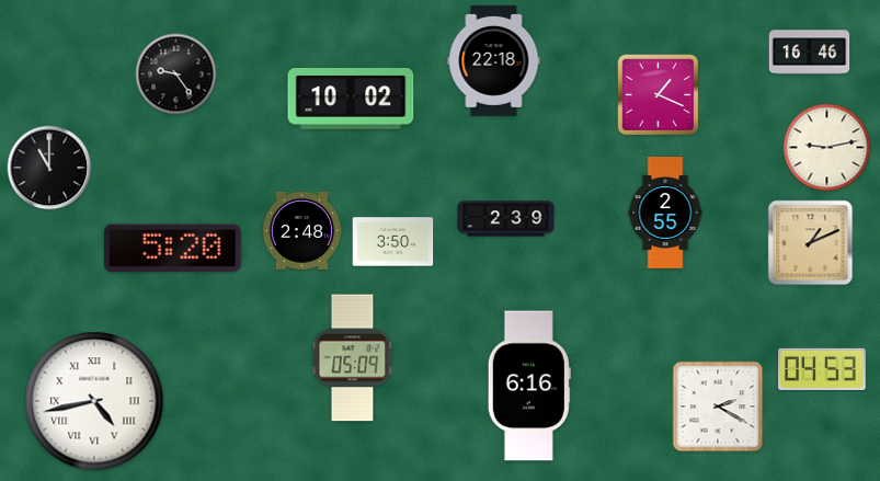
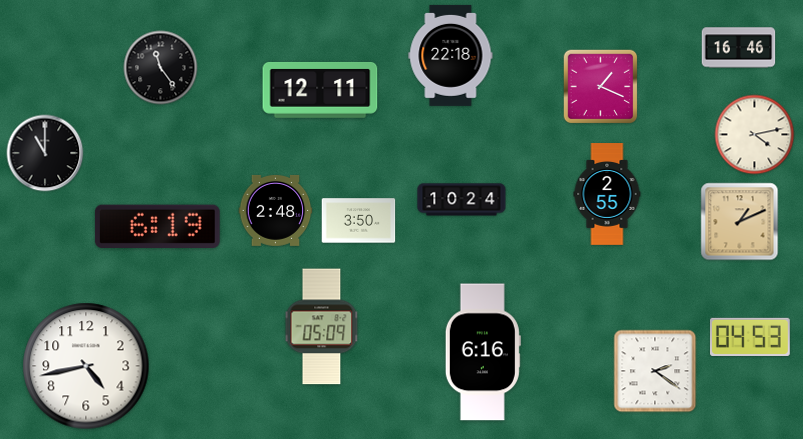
clock at (176, 75): 9:24 -> 11:24
clock at (351, 99): 10:02 -> 12:11
clock at (827, 148): 9:13 -> 4:13
clock at (506, 219): 2:39 -> 10:24
clock at (172, 248): 5:20 -> 6:19
clock at (94, 401) numerals: Roman -> Arabic
clock at (718, 406): 2:20 -> 2:21
